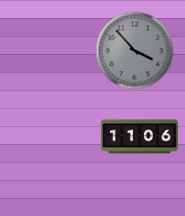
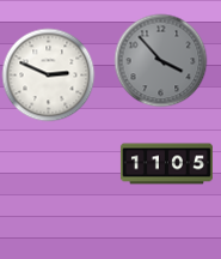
clock at (48, 74): none -> 2:49
clock at (139, 137): 11:06 -> 11:05
